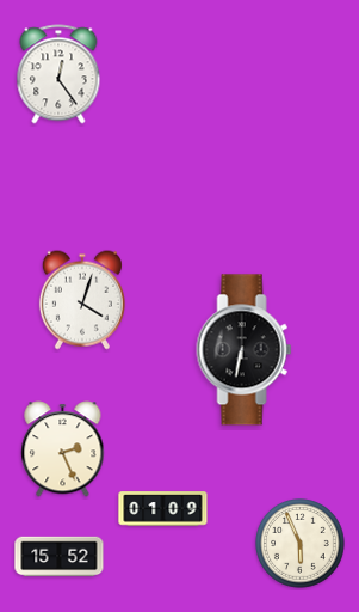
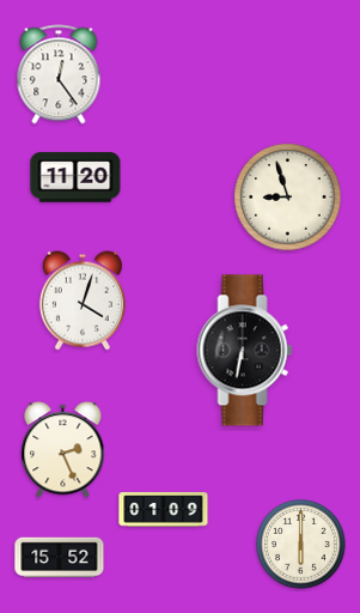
clock at (75, 177): none -> 11:20
clock at (288, 198): none -> 8:57
clock at (301, 544): 5:56 -> 6:00
